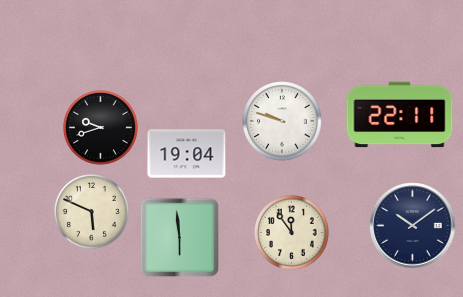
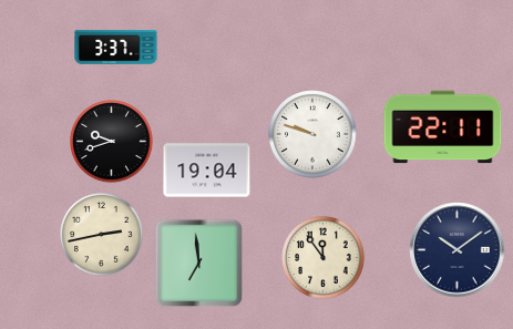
clock at (116, 48): none -> 3:37
clock at (92, 212): 5:49 -> 2:43
clock at (180, 238): 5:59 -> 6:59
